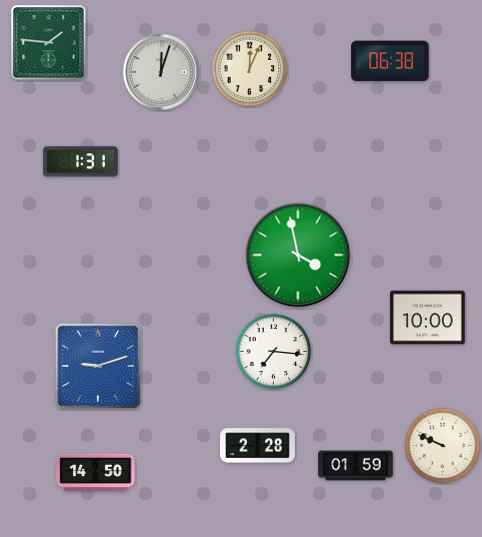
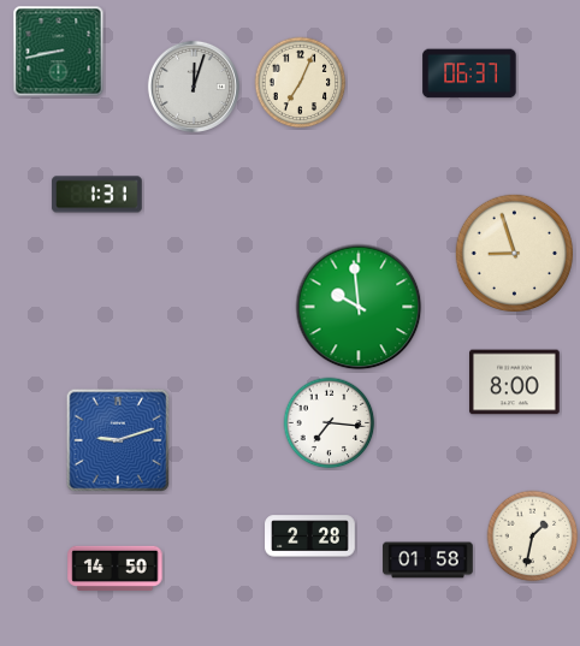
clock at (49, 43): 1:46 -> 8:43
clock at (390, 61): 06:38 -> 06:37
clock at (250, 69): 12:04 -> 7:04
clock at (515, 254): none -> 8:57
clock at (298, 255): 3:58 -> 9:59
clock at (428, 318): 10:00 -> 8:00
clock at (443, 446): 9:49 -> 1:32
clock at (356, 466): 01:59 -> 01:58
